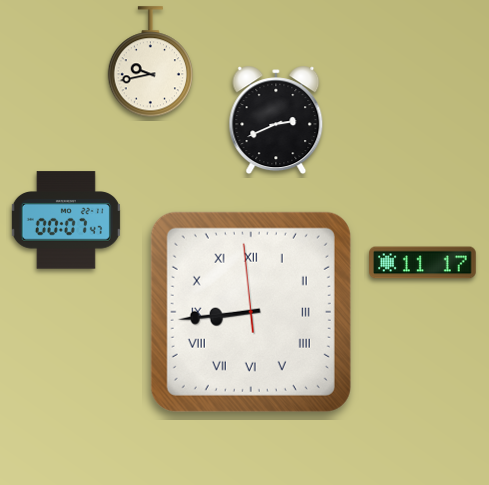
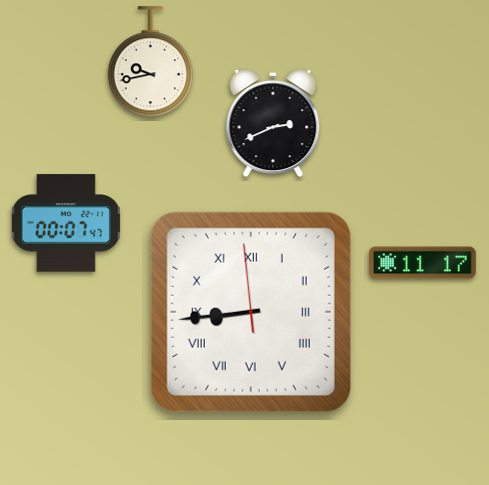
clock at (276, 120) position: (276, 120) -> (273, 123)
clock at (66, 220) position: (66, 220) -> (66, 223)
